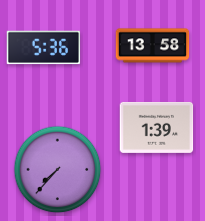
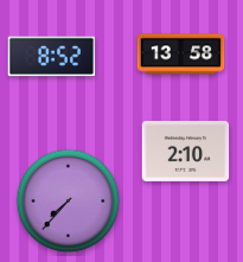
clock at (44, 48): 5:36 -> 8:52
clock at (157, 127): 1:39 -> 2:10
